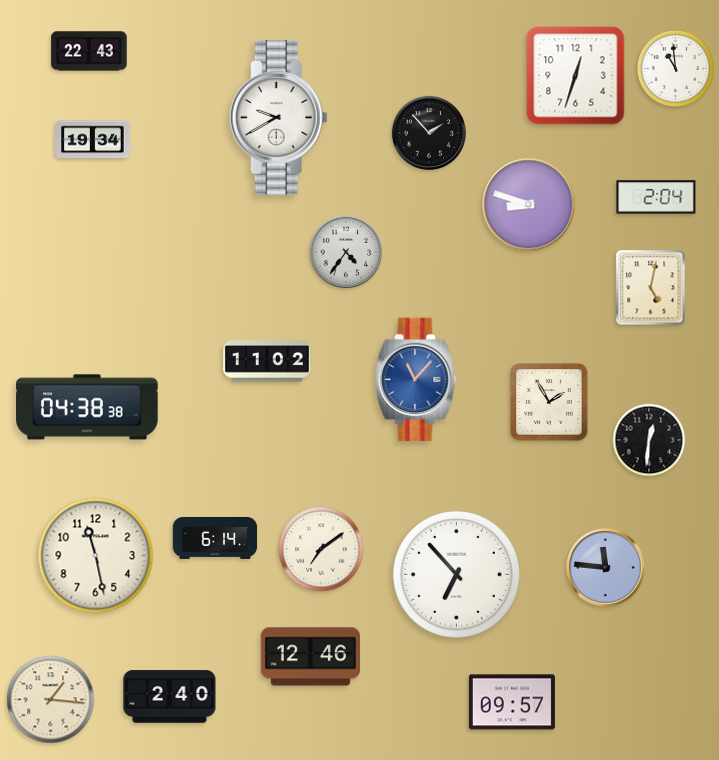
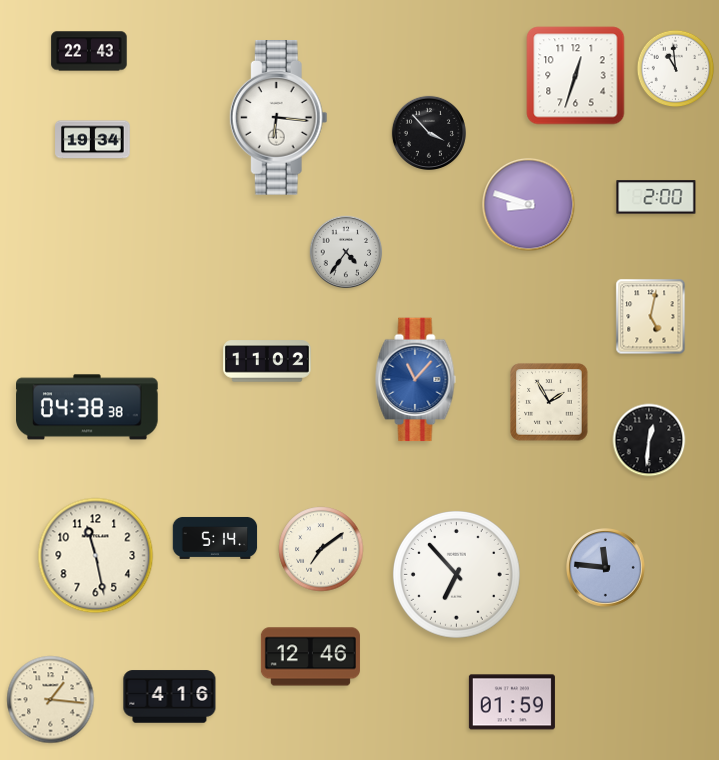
clock at (278, 118): 9:40 -> 6:16
clock at (429, 133): 1:53 -> 3:53
clock at (656, 197): 2:04 -> 2:00
clock at (651, 288) position: (651, 288) -> (651, 317)
clock at (215, 538): 6:14 -> 5:14
clock at (170, 697): 2:40 -> 4:16
clock at (512, 702): 09:57 -> 01:59
